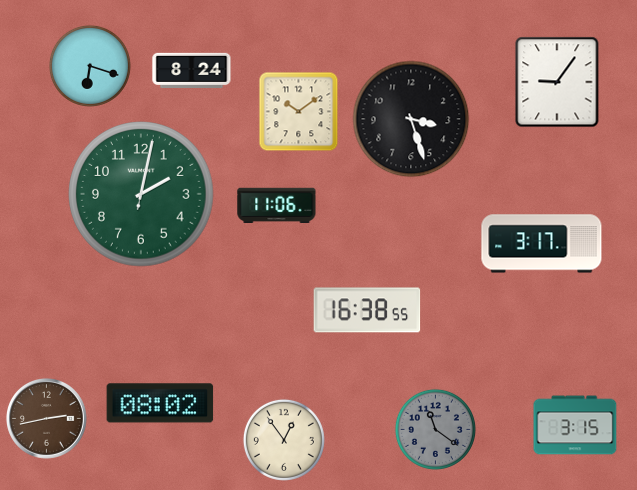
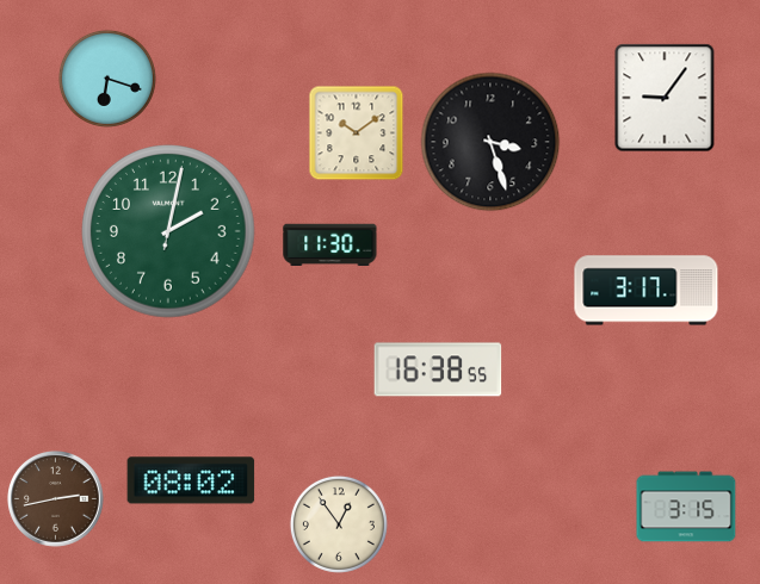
clock at (192, 71): 8:24 -> none
clock at (277, 205): 11:06 -> 11:30
clock at (435, 429): 11:21 -> none
